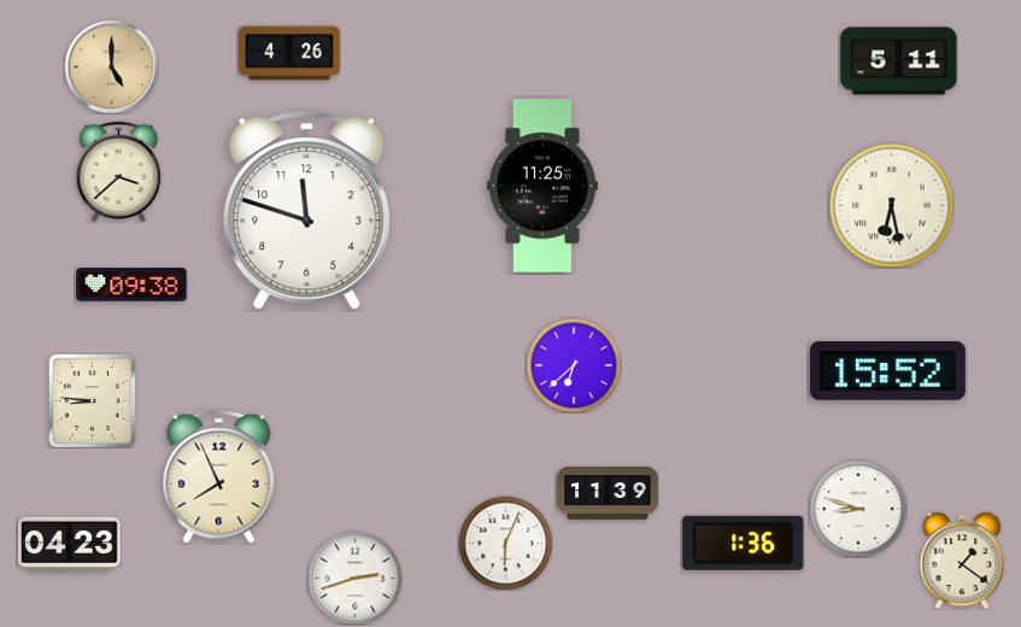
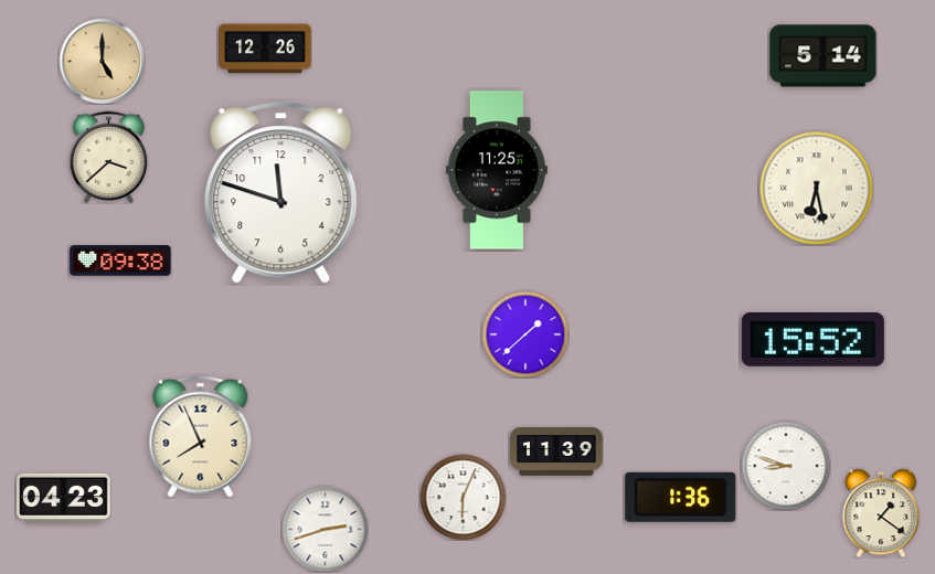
clock at (289, 53): 4:26 -> 12:26
clock at (899, 61): 5:11 -> 5:14
clock at (574, 365): 6:38 -> 1:38
clock at (92, 400): 8:46 -> none
